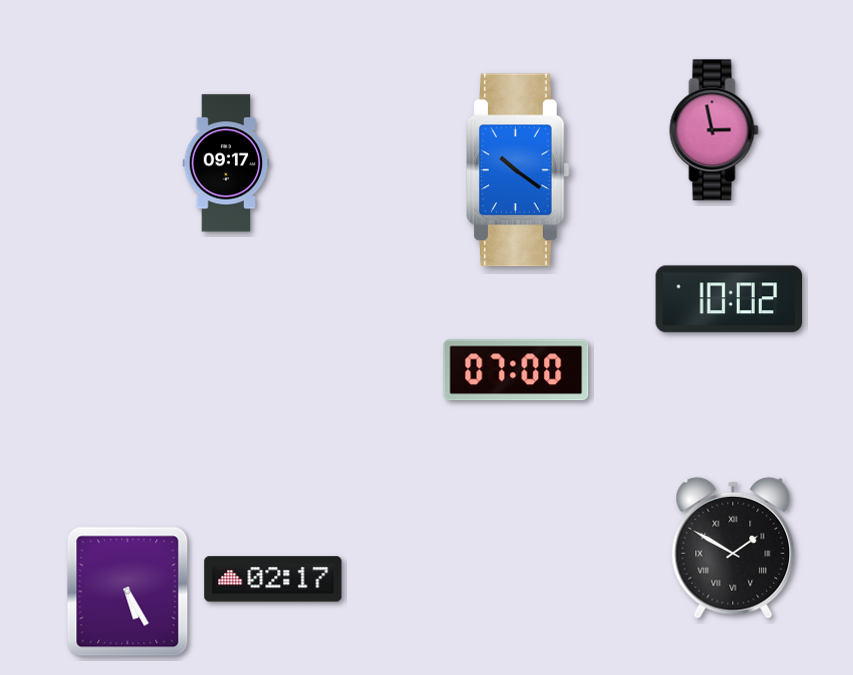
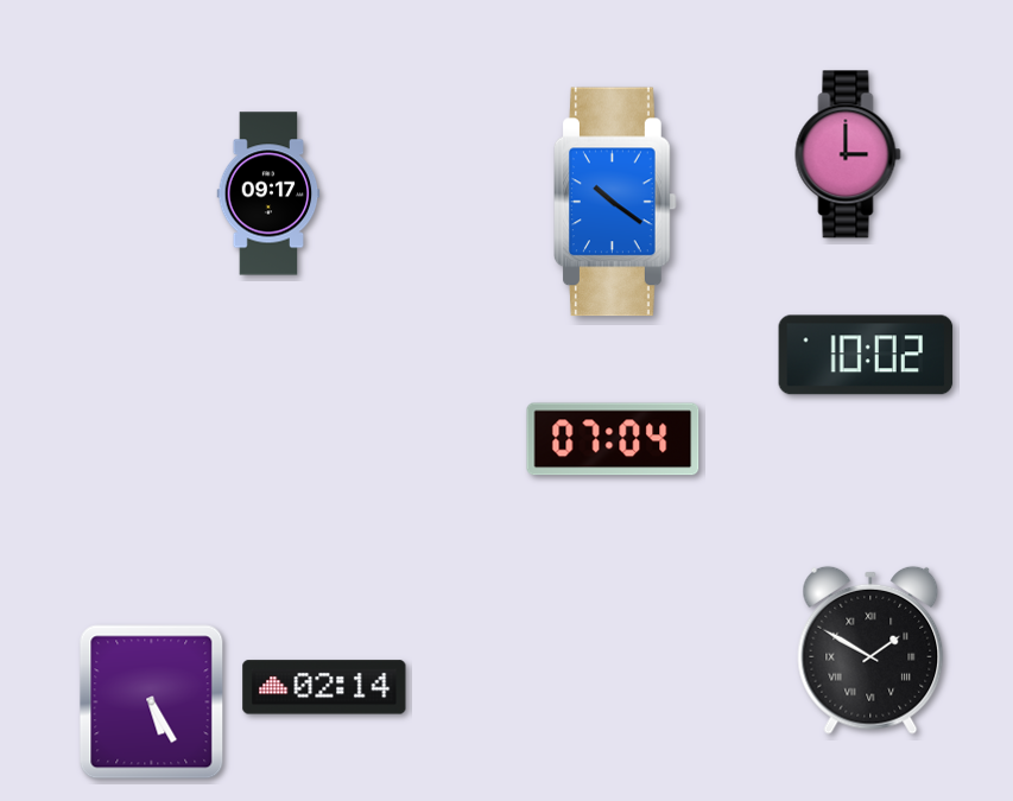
clock at (714, 130): 2:58 -> 3:00
clock at (516, 370): 07:00 -> 07:04
clock at (273, 579): 02:17 -> 02:14
